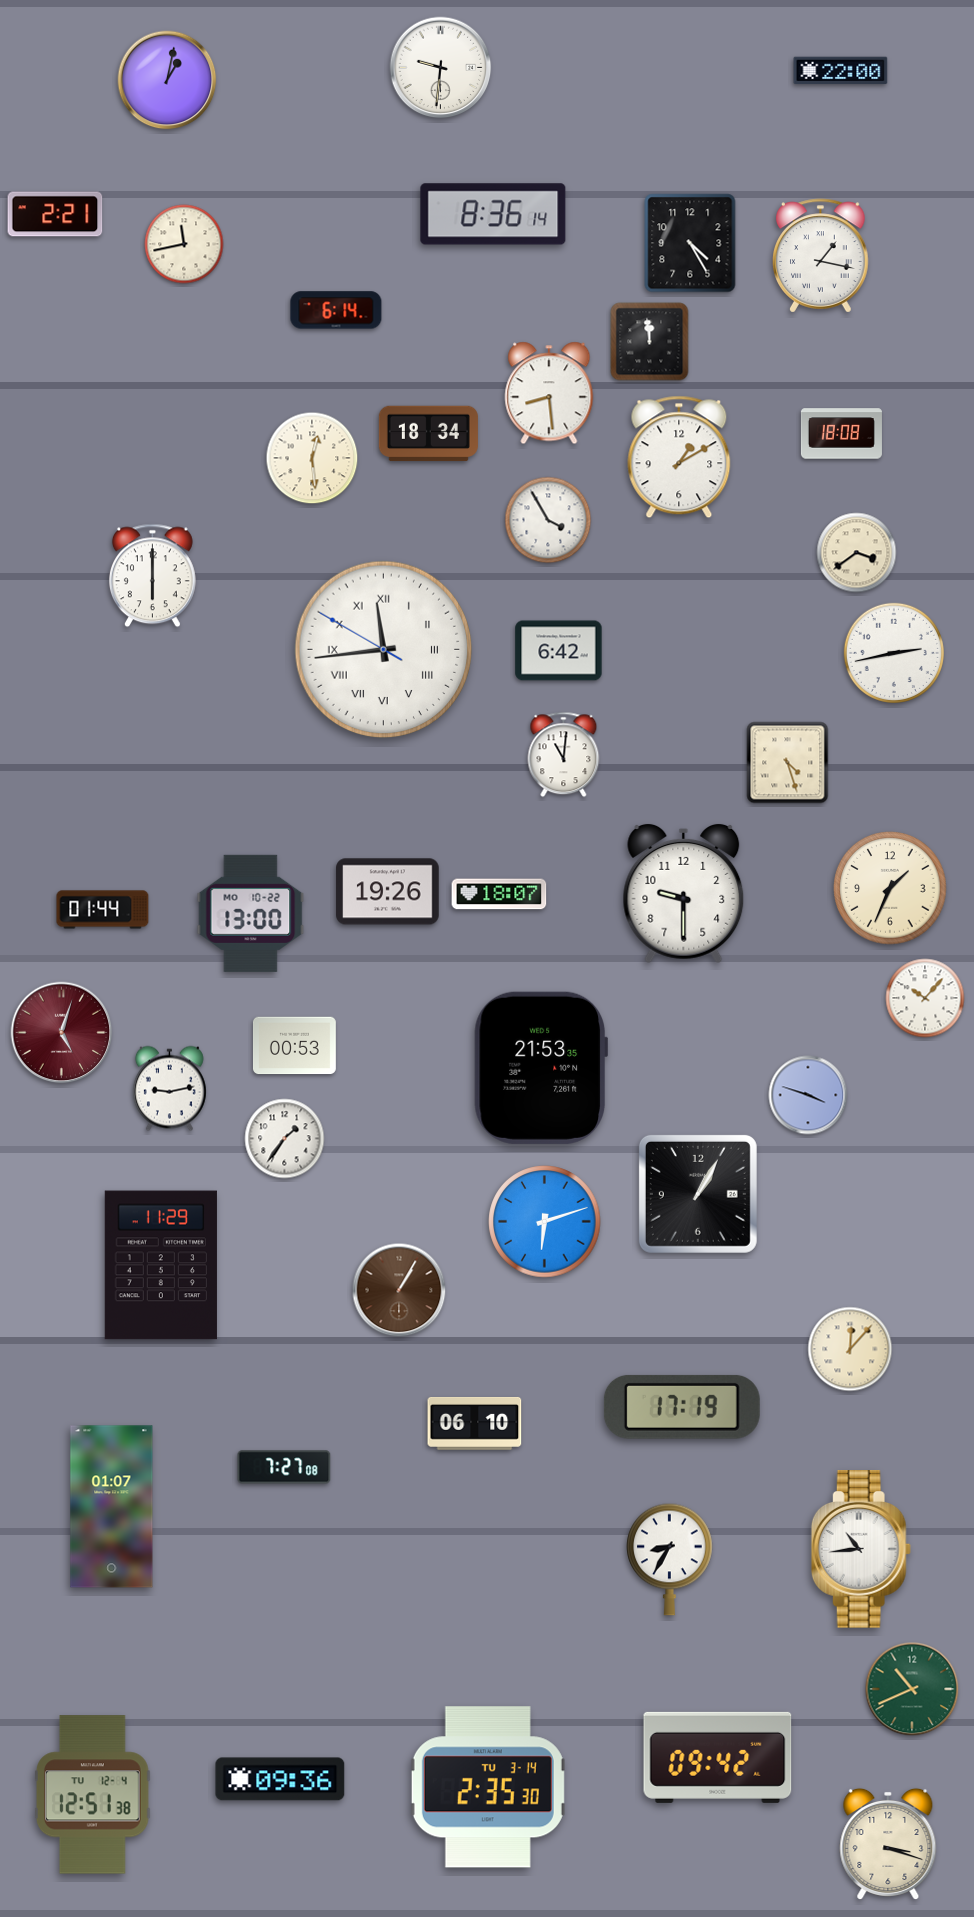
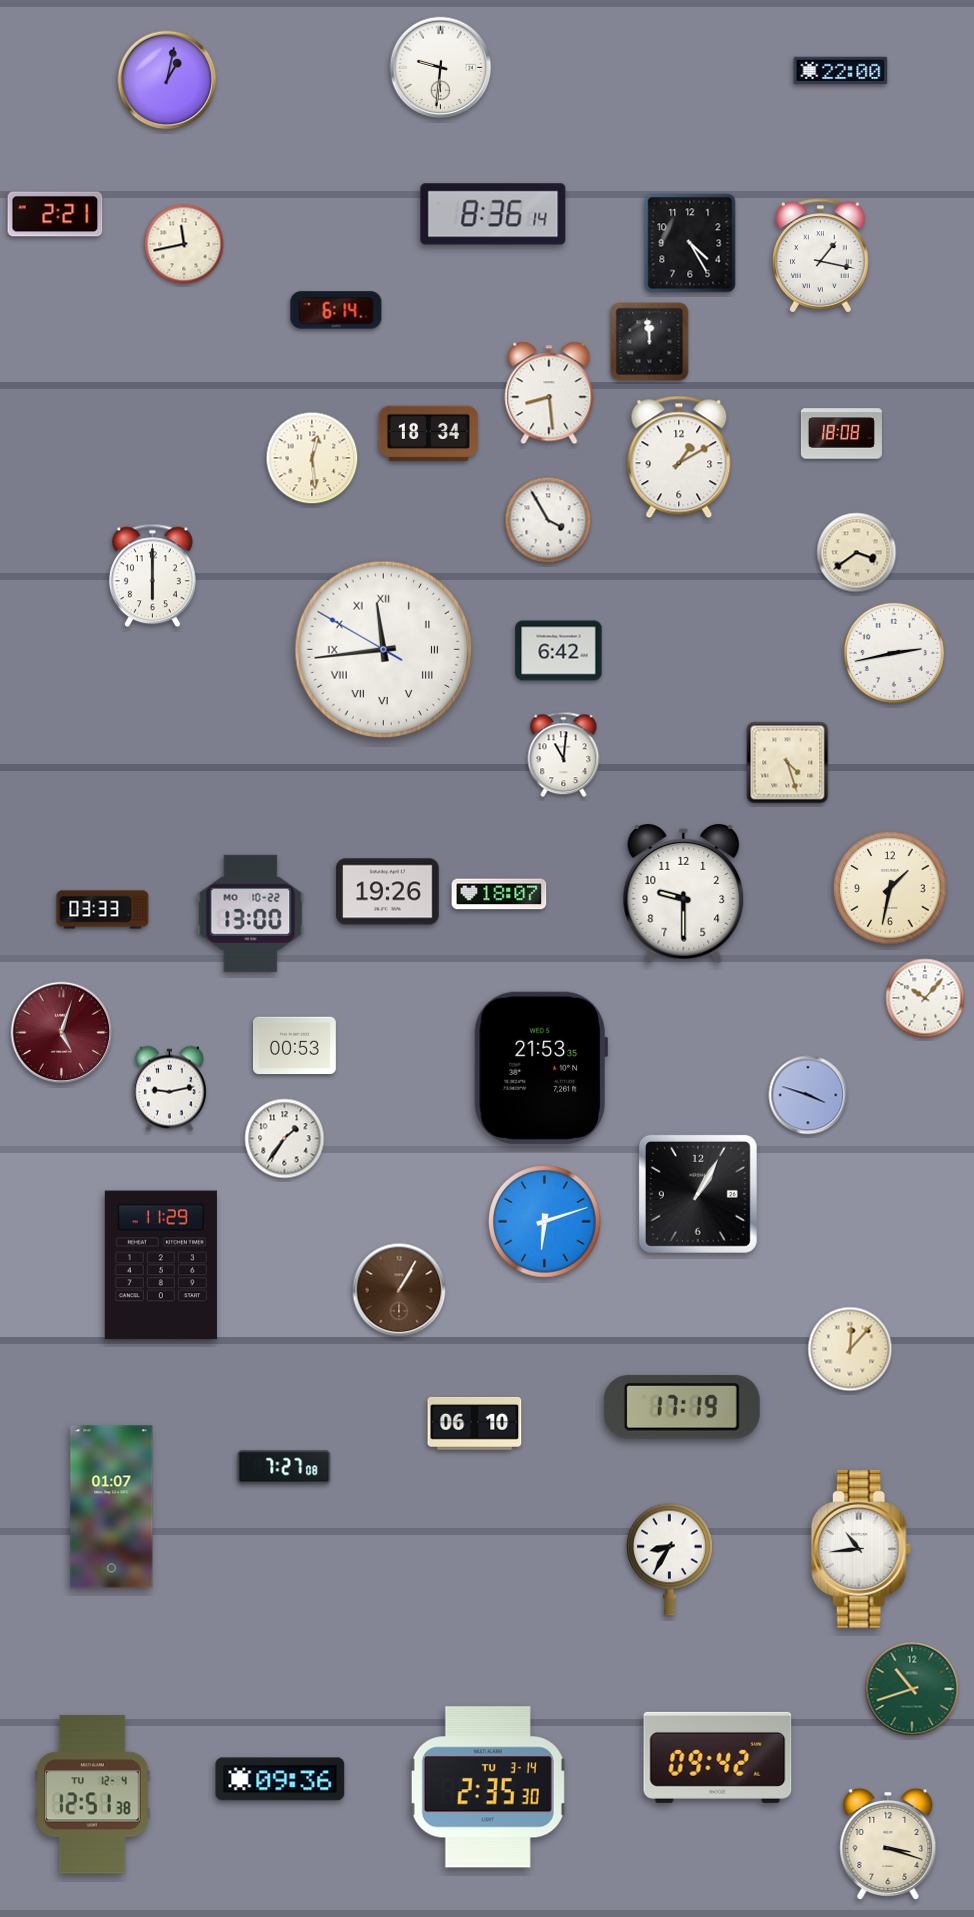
clock at (890, 888): 1:34 -> 1:32
clock at (103, 910): 01:44 -> 03:33
clock at (912, 1689): 10:41 -> 10:42
